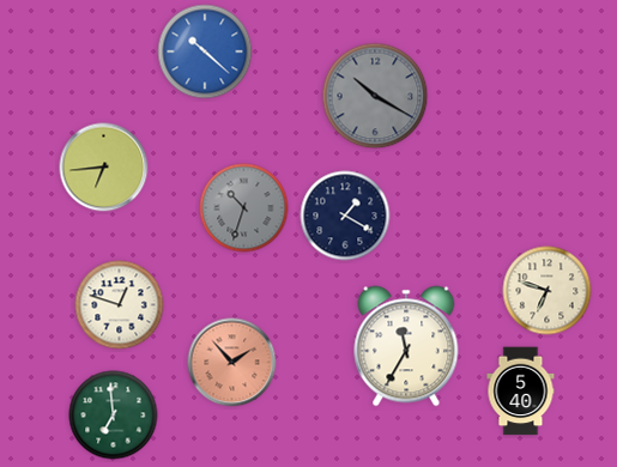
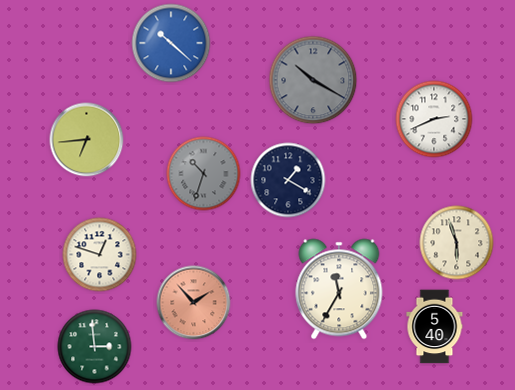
clock at (434, 119): none -> 2:41
clock at (548, 291): 6:48 -> 5:57
clock at (114, 416): 6:59 -> 2:59
